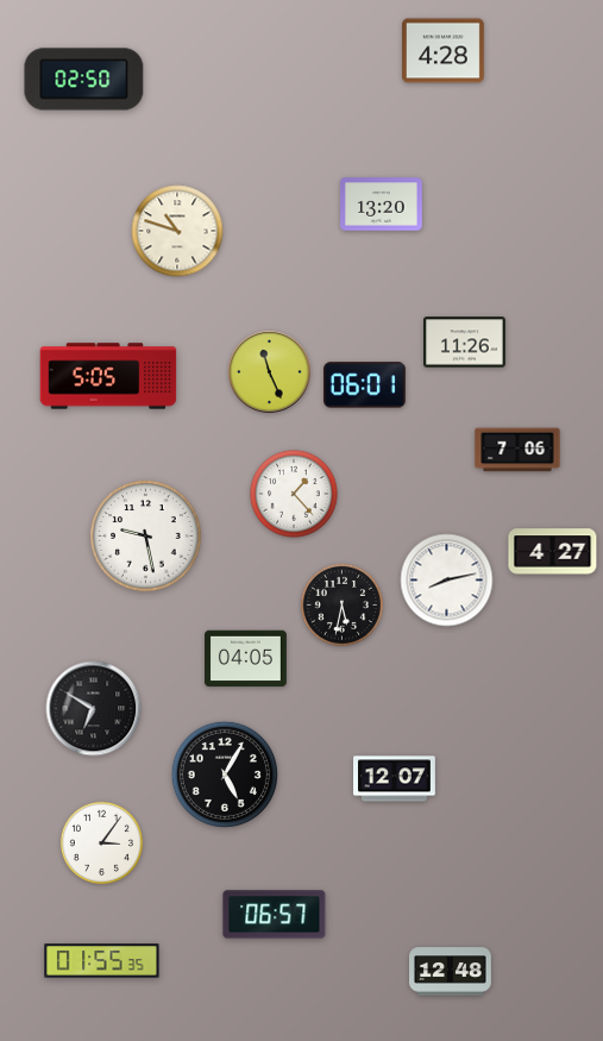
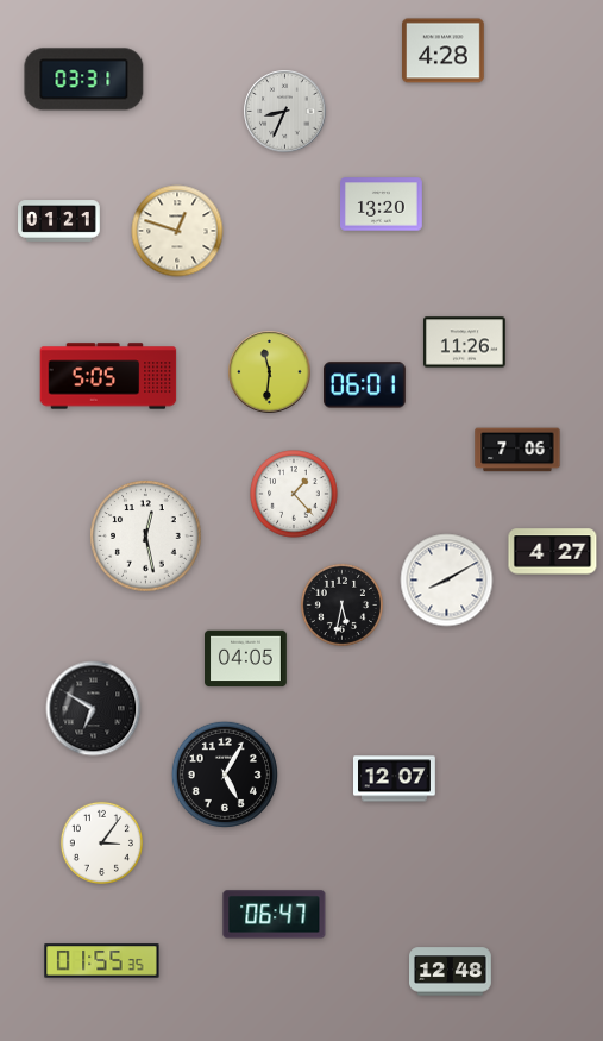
clock at (84, 80): 02:50 -> 03:31
clock at (285, 112): none -> 8:34
clock at (59, 221): none -> 01:21
clock at (177, 231): 10:48 -> 12:48
clock at (270, 372): 11:26 -> 11:31
clock at (146, 537): 9:28 -> 12:28
clock at (447, 581): 8:13 -> 8:10
clock at (275, 915): 06:57 -> 06:47
